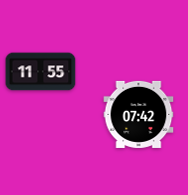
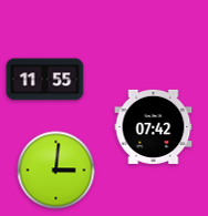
clock at (56, 171): none -> 3:01
